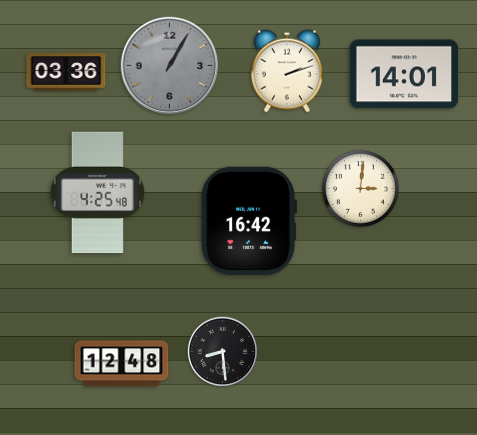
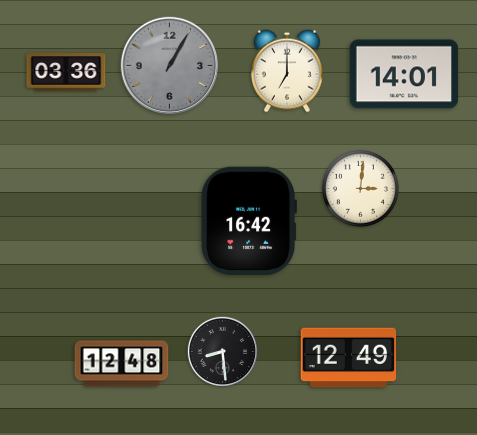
clock at (287, 71): 2:12 -> 7:00
clock at (97, 193): 4:25 -> none
clock at (349, 358): none -> 12:49
